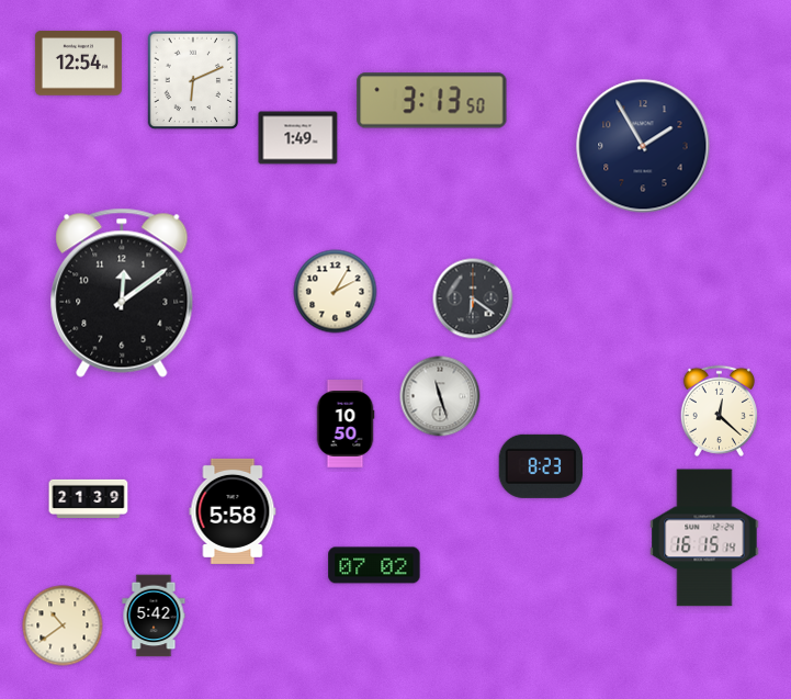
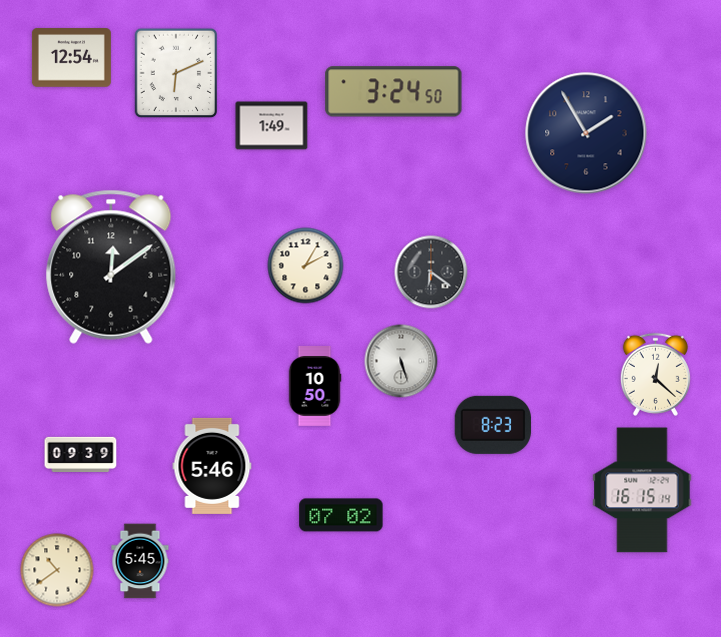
clock at (432, 101): 3:13 -> 3:24
clock at (440, 396): 11:27 -> 5:27
clock at (89, 498): 21:39 -> 09:39
clock at (233, 511): 5:58 -> 5:46
clock at (154, 616): 5:42 -> 5:45
